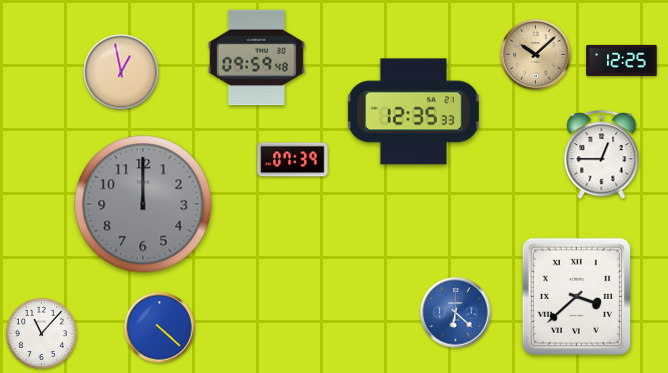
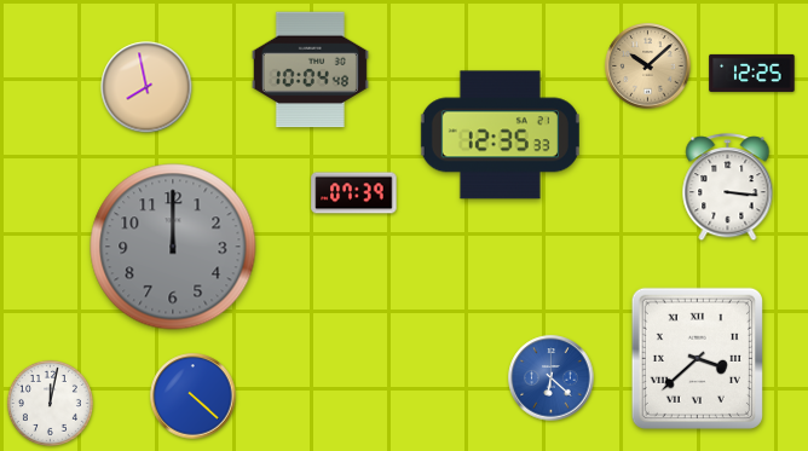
clock at (256, 58): 09:59 -> 10:04
clock at (121, 72): 12:58 -> 7:58
clock at (602, 155): 12:45 -> 3:16
clock at (41, 333): 11:07 -> 12:02
